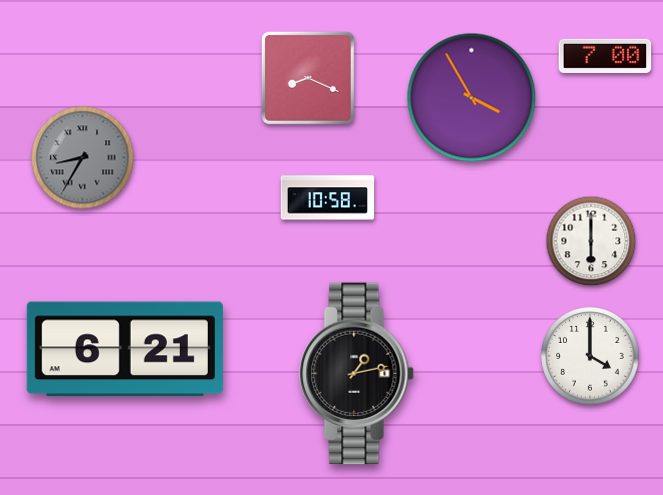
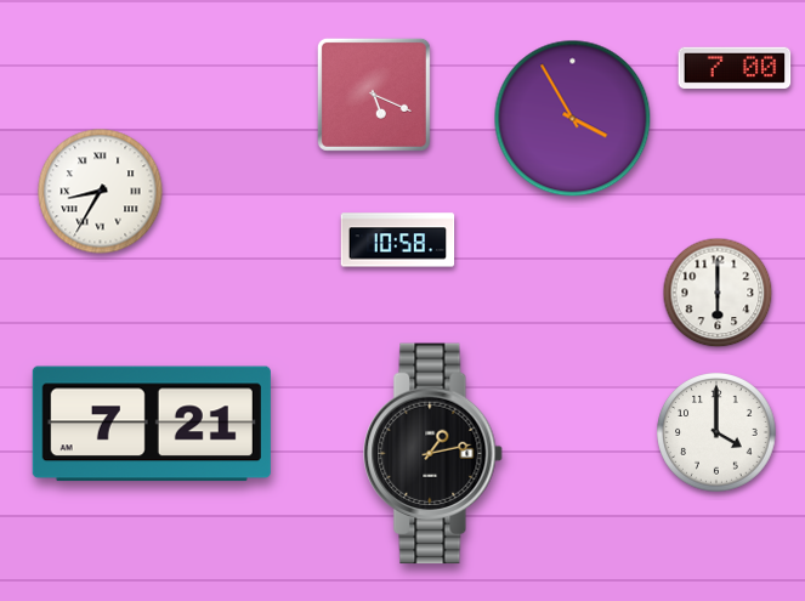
clock at (308, 78): 8:19 -> 5:19
clock at (83, 158) dial: grey -> white
clock at (125, 349): 6:21 -> 7:21
